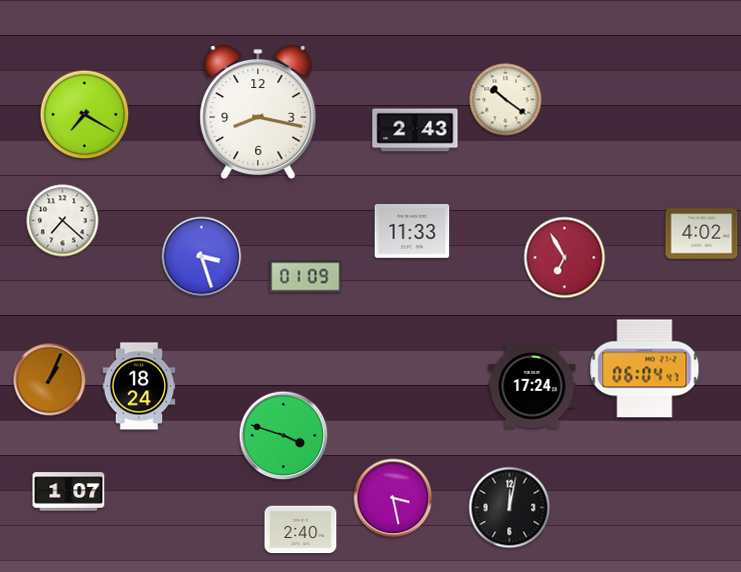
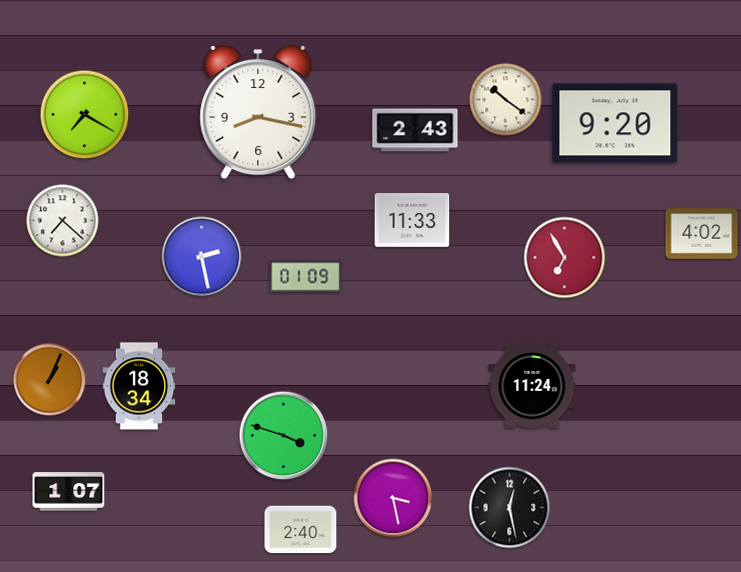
clock at (615, 123): none -> 9:20
clock at (412, 232) position: (412, 232) -> (412, 221)
clock at (202, 257): 3:27 -> 2:28
clock at (645, 369): 06:04 -> none
clock at (139, 386): 18:24 -> 18:34
clock at (532, 387): 17:24 -> 11:24
clock at (510, 508): 12:02 -> 12:28
